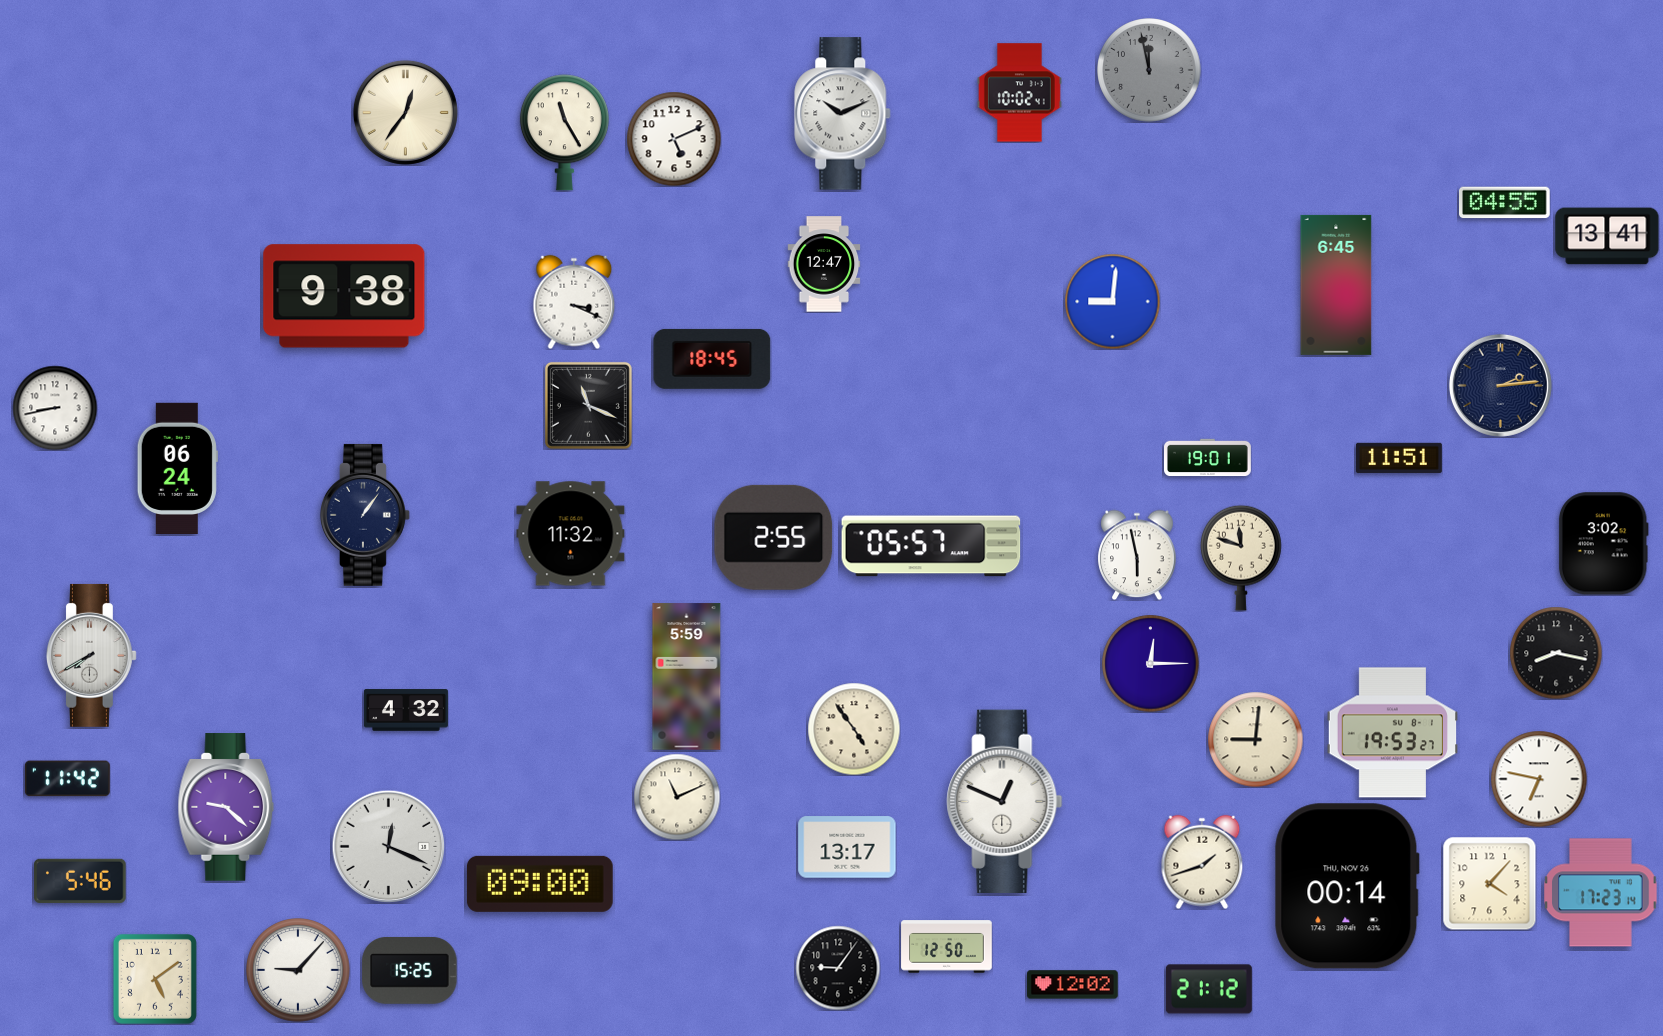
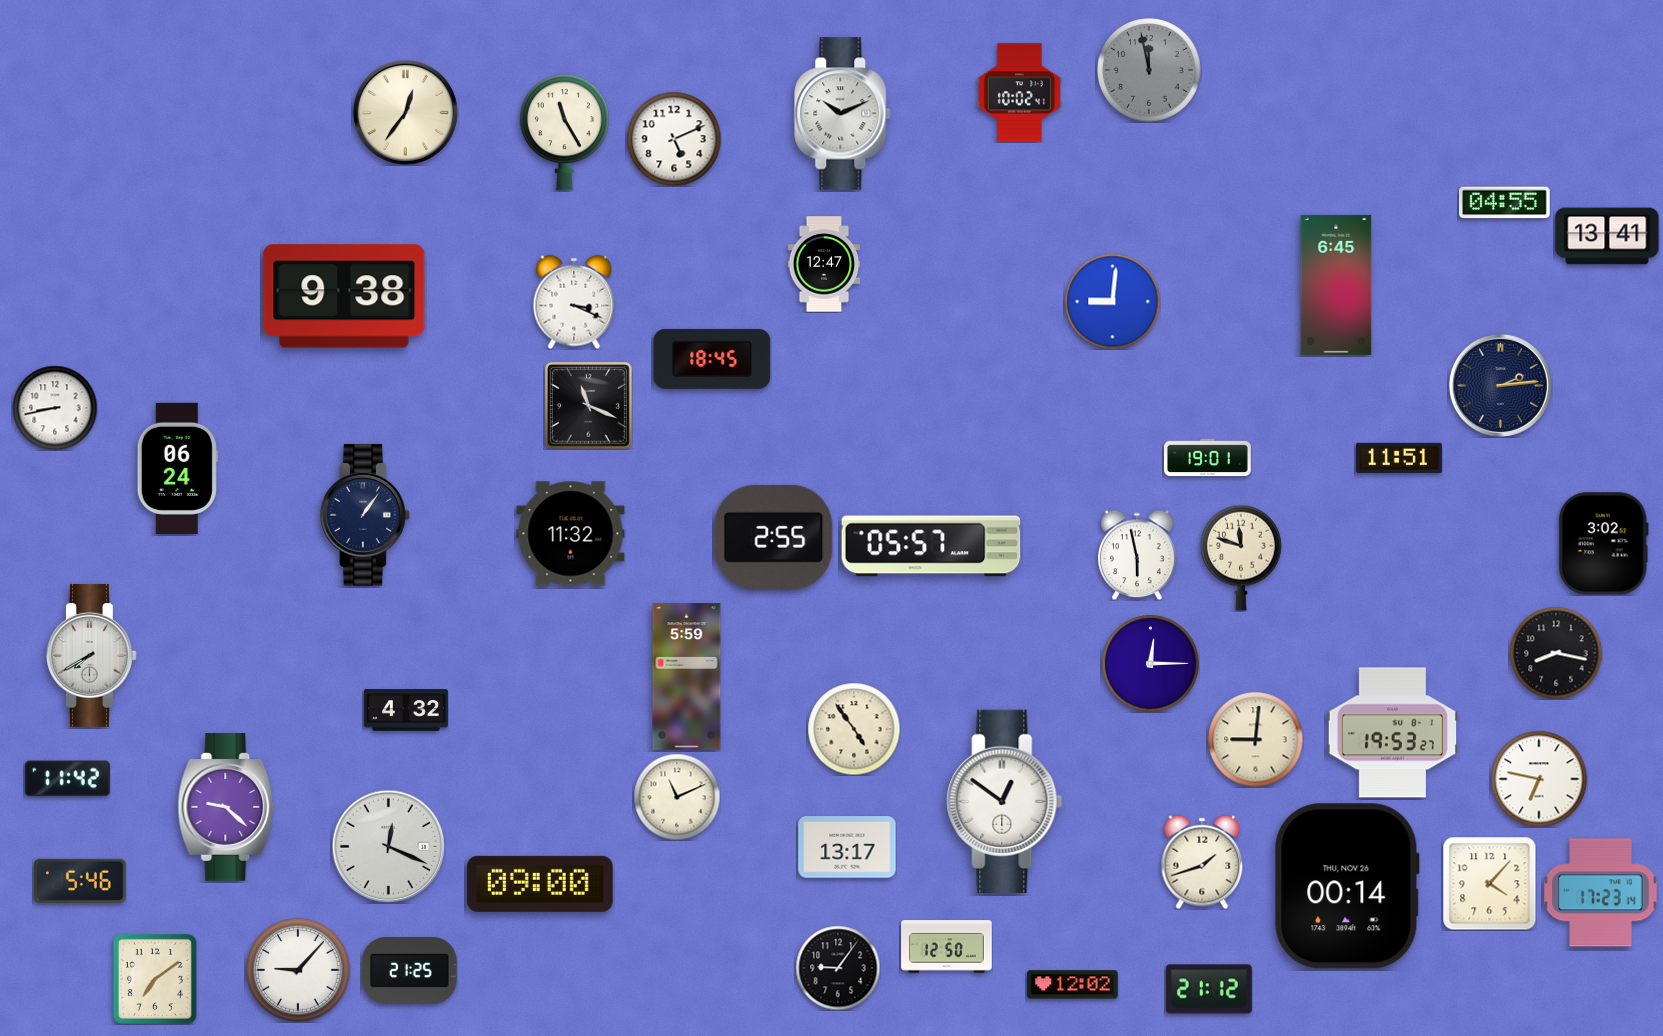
clock at (1005, 801): 12:49 -> 12:51
clock at (410, 971): 15:25 -> 21:25
clock at (155, 979): 5:09 -> 7:09
